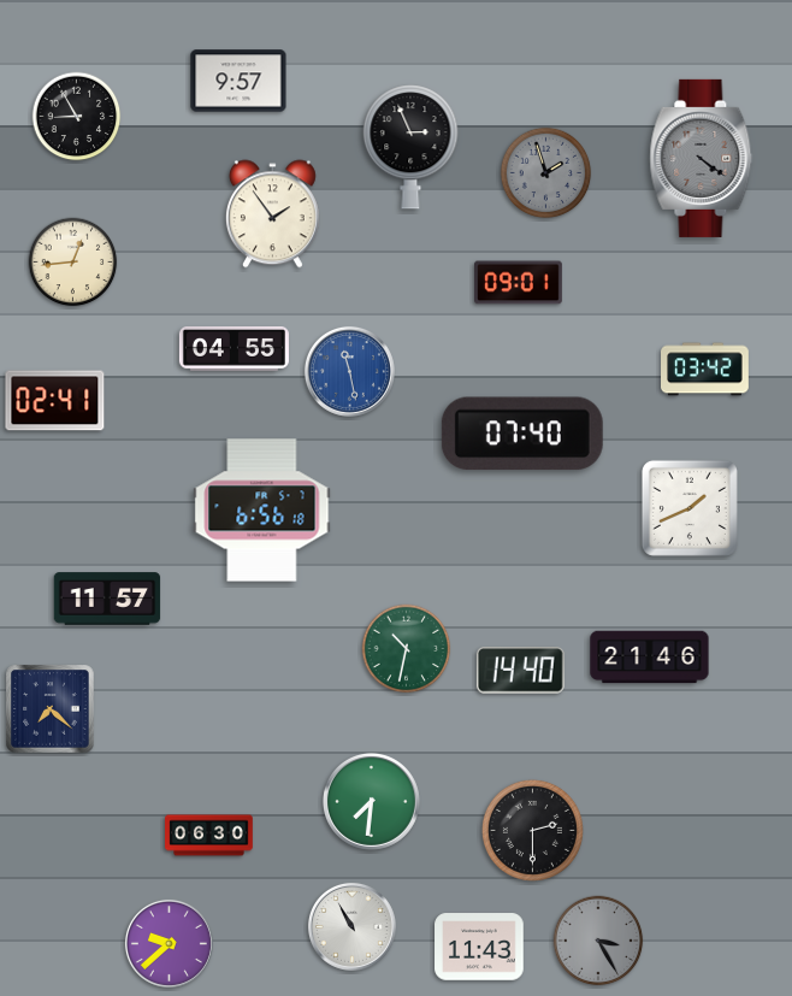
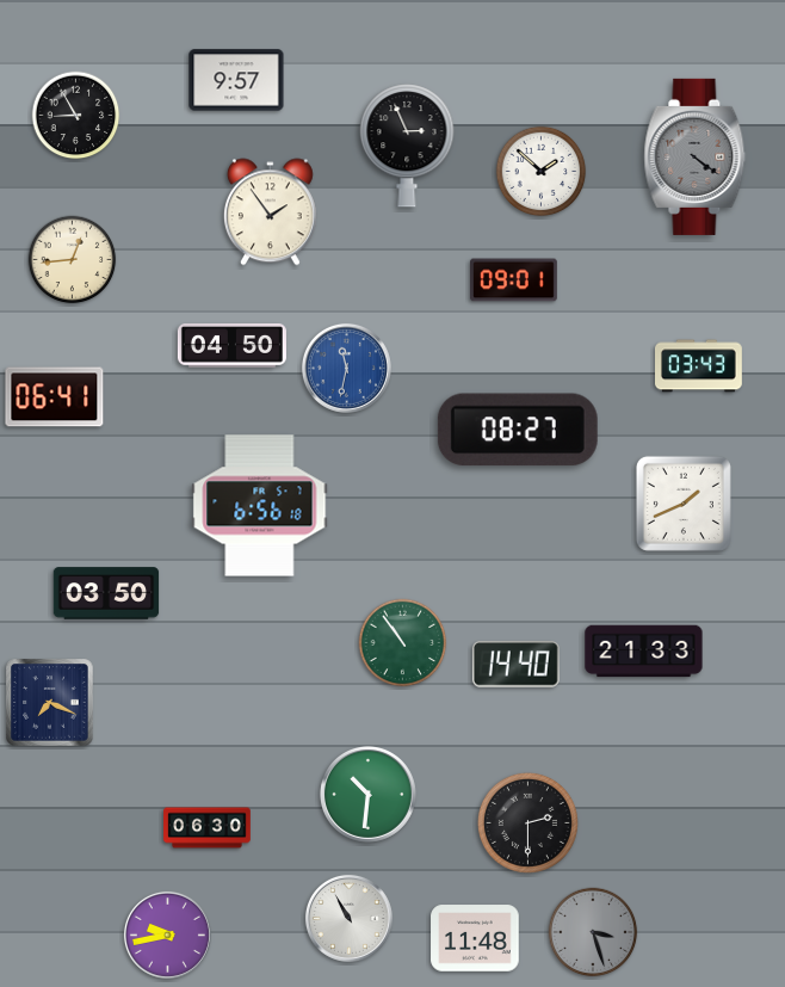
clock at (546, 173): 1:57 -> 1:52
clock at (546, 173) dial: grey -> white
clock at (234, 349): 04:55 -> 04:50
clock at (705, 370): 03:42 -> 03:43
clock at (349, 371): 11:28 -> 11:32
clock at (55, 401): 02:41 -> 06:41
clock at (522, 434): 07:40 -> 08:27
clock at (107, 599): 11:57 -> 03:50
clock at (407, 649): 10:32 -> 10:54
clock at (650, 658): 21:46 -> 21:33
clock at (51, 709): 7:22 -> 7:19
clock at (371, 801): 7:31 -> 10:31
clock at (598, 941): 3:25 -> 3:27
clock at (169, 943): 9:38 -> 9:43
clock at (479, 947): 11:43 -> 11:48
